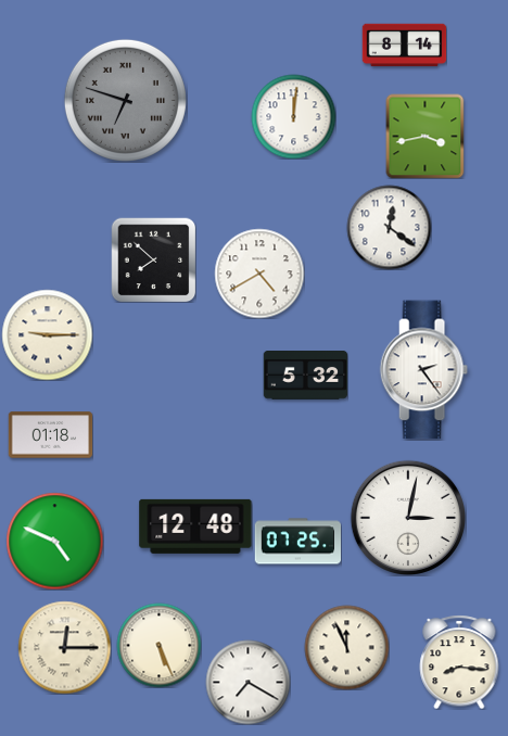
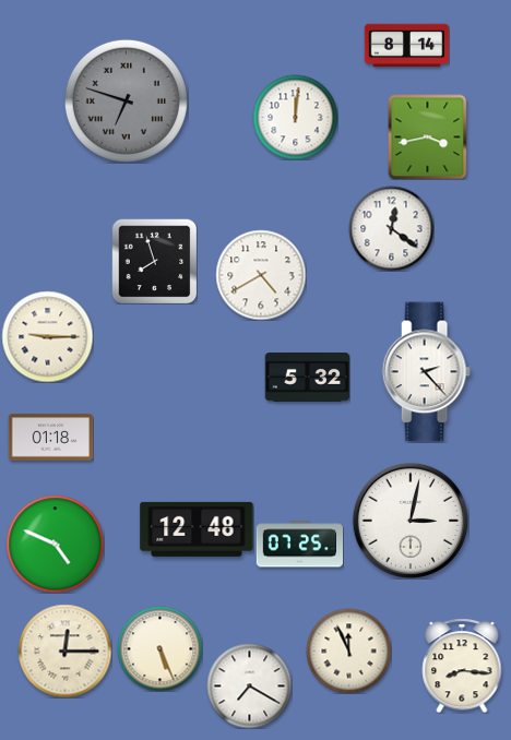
clock at (153, 259): 7:52 -> 7:57
clock at (423, 370): 2:24 -> 2:23
